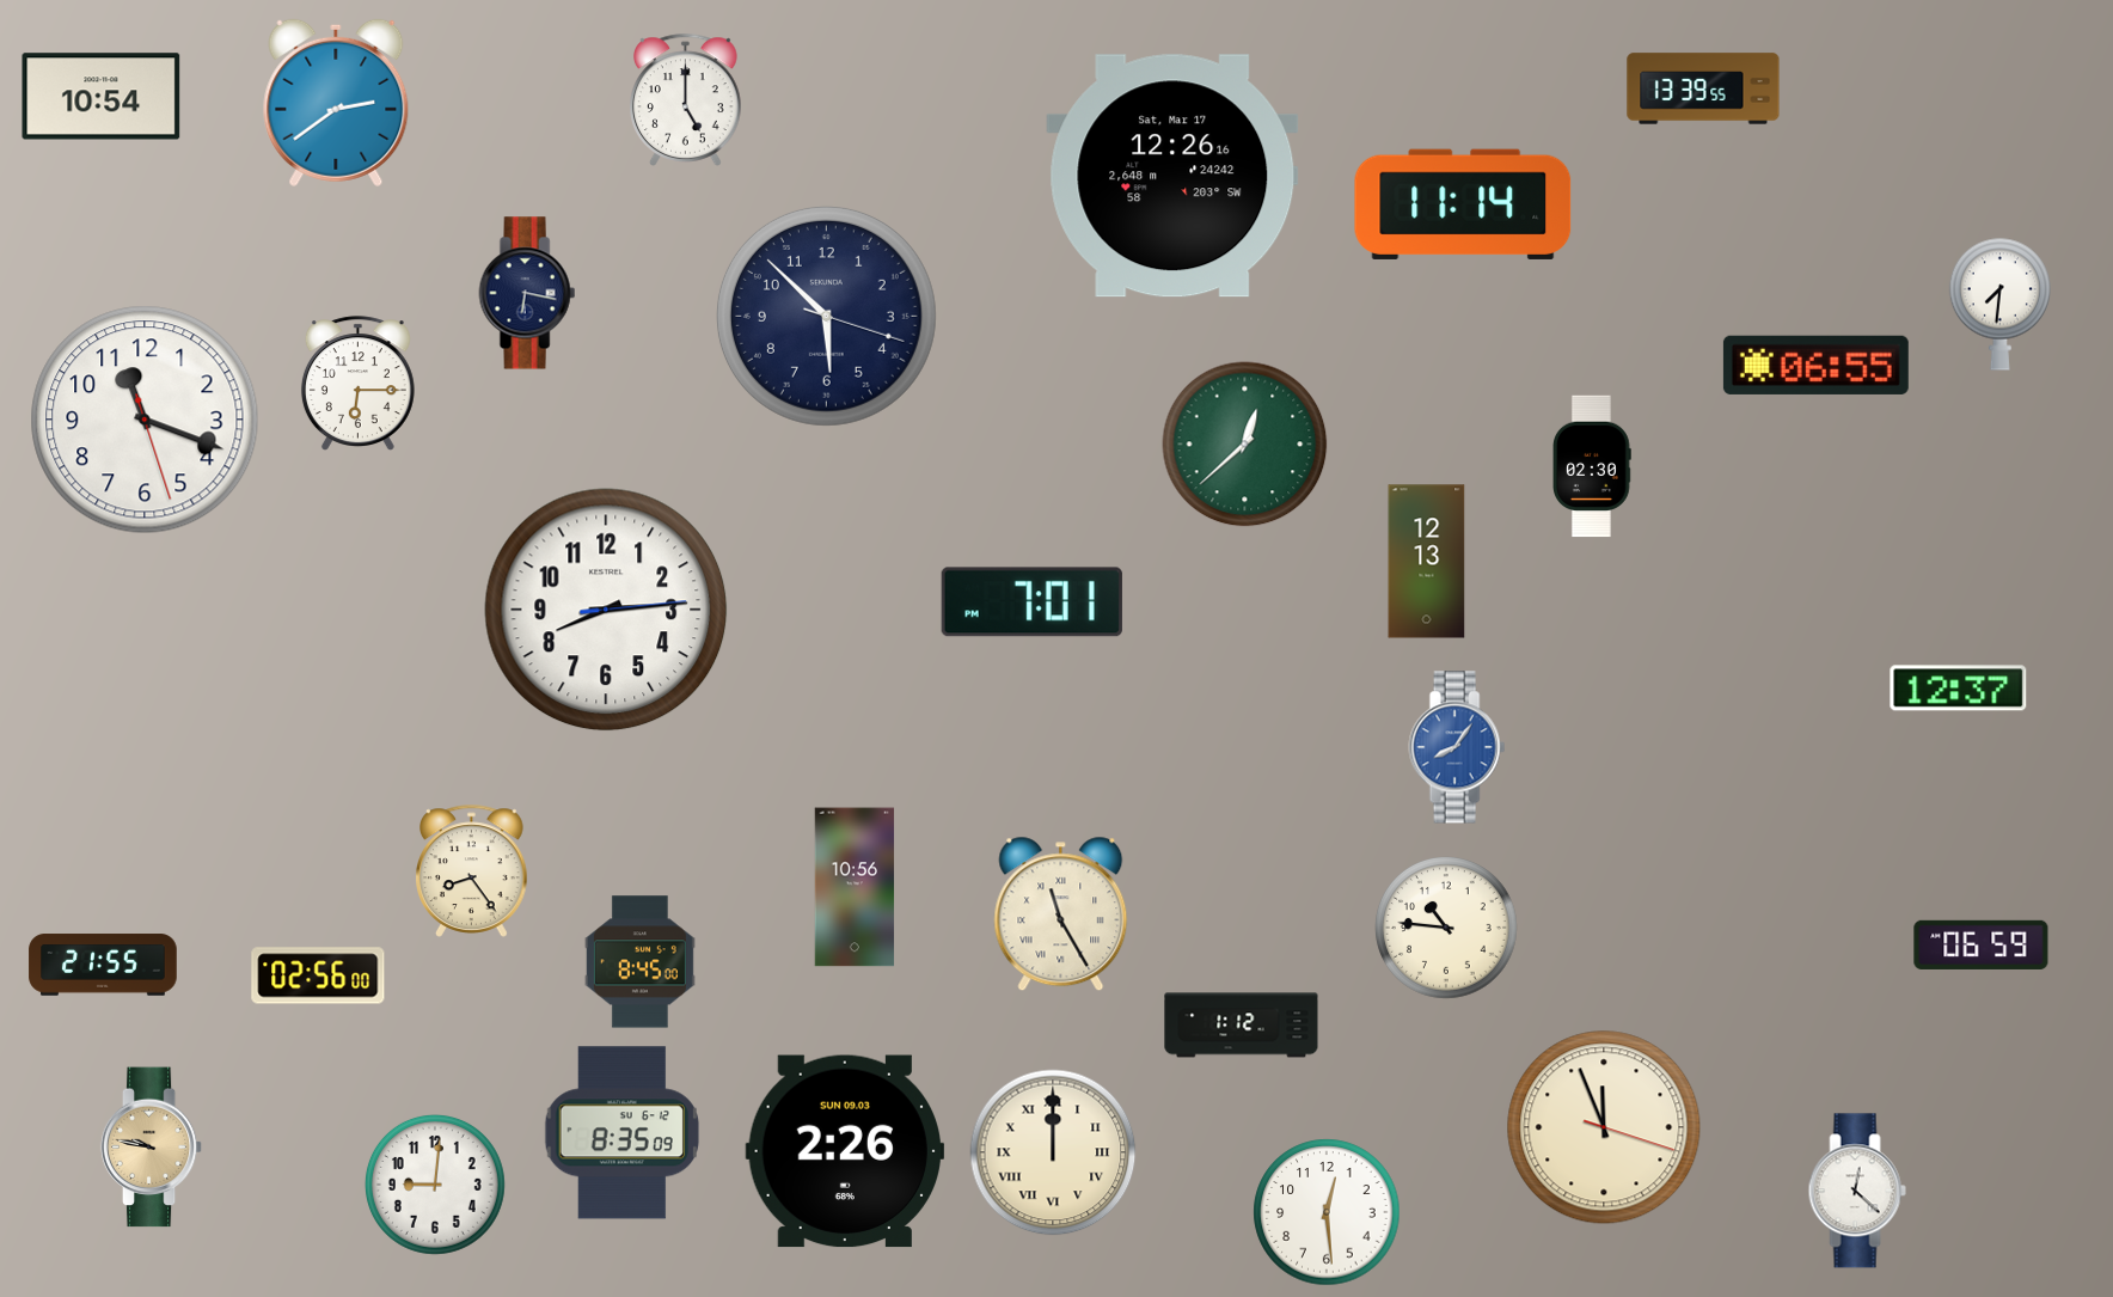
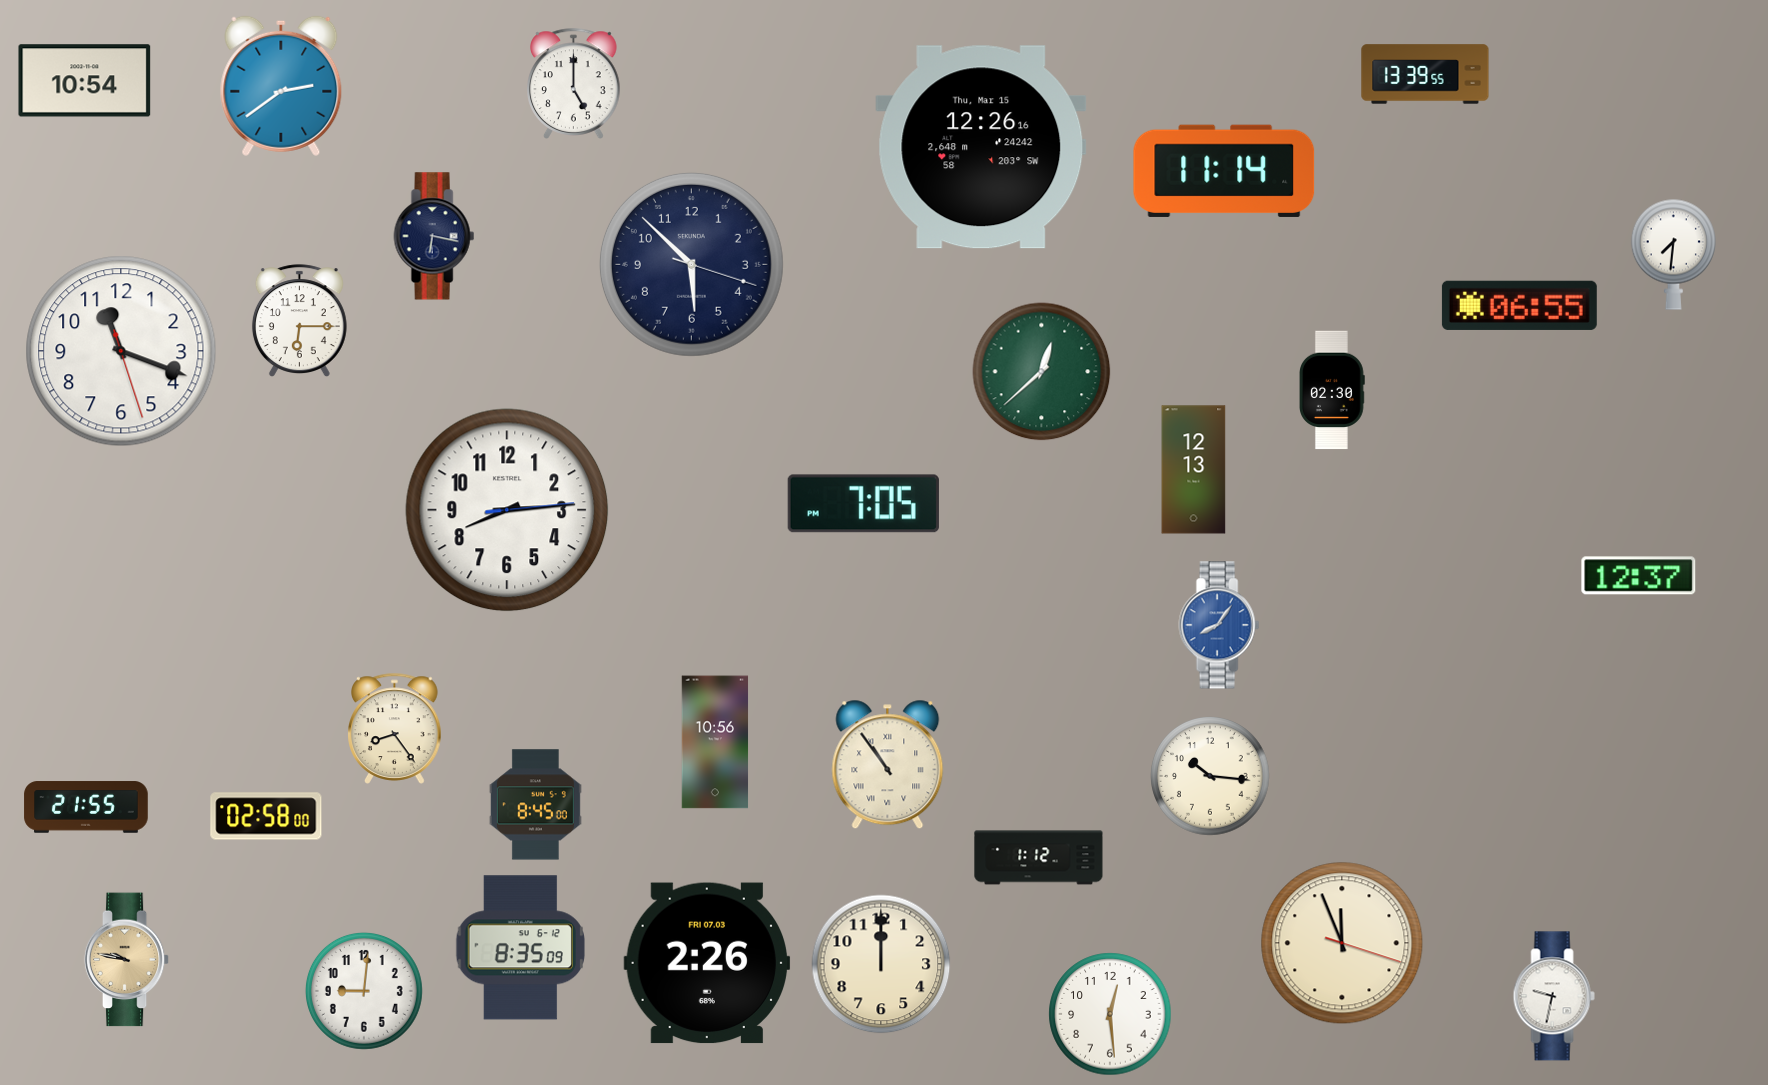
clock at (1172, 176) date: Sat, Mar 17 -> Thu, Mar 15
clock at (527, 293) position: (527, 293) -> (434, 236)
clock at (1031, 602): 7:01 -> 7:05
clock at (1061, 914): 11:25 -> 10:54
clock at (1447, 929): 10:46 -> 10:16
clock at (1982, 944): 06:59 -> none
clock at (318, 975): 02:56 -> 02:58
clock at (845, 1151) date: SUN 09.03 -> FRI 07.03
clock at (1053, 1152) numerals: Roman -> Arabic
clock at (1857, 1191): 12:22 -> 9:32
